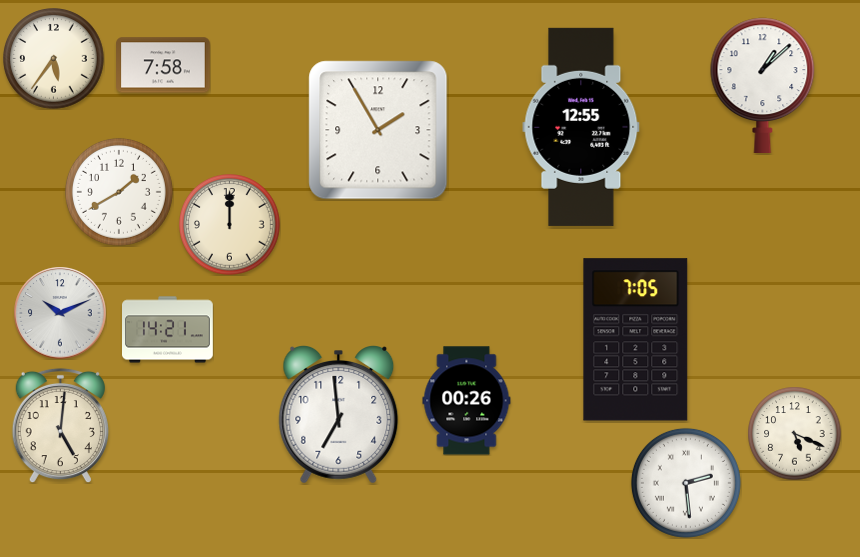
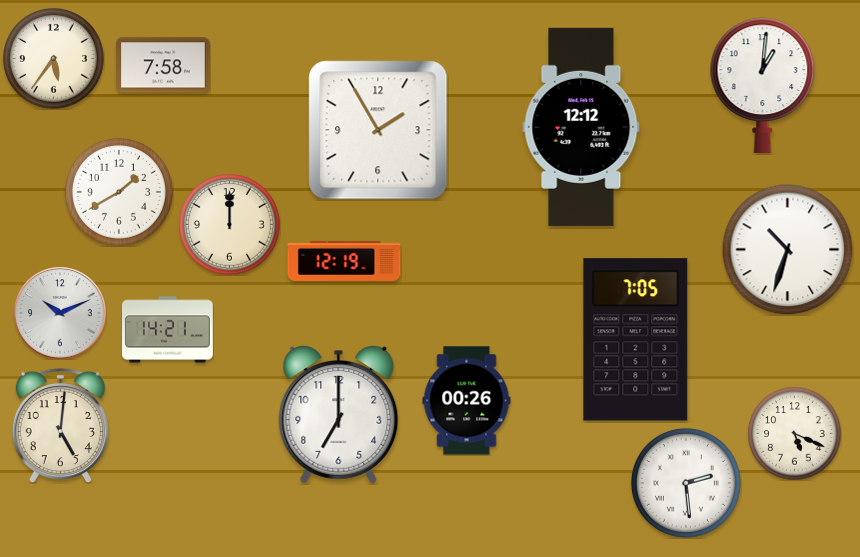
clock at (763, 85): 1:08 -> 1:01
clock at (581, 127): 12:55 -> 12:12
clock at (788, 250): none -> 10:33
clock at (344, 261): none -> 12:19
clock at (339, 415): 6:59 -> 7:00
